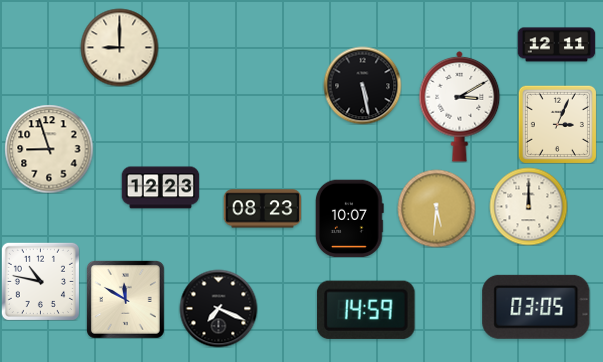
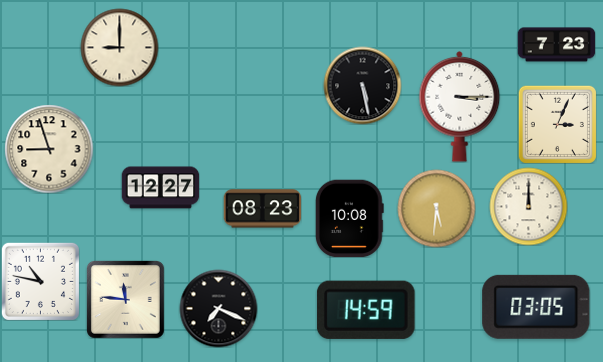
clock at (556, 45): 12:11 -> 7:23
clock at (460, 106): 3:10 -> 3:15
clock at (160, 188): 12:23 -> 12:27
clock at (350, 218): 10:07 -> 10:08
clock at (126, 300): 11:50 -> 11:46
